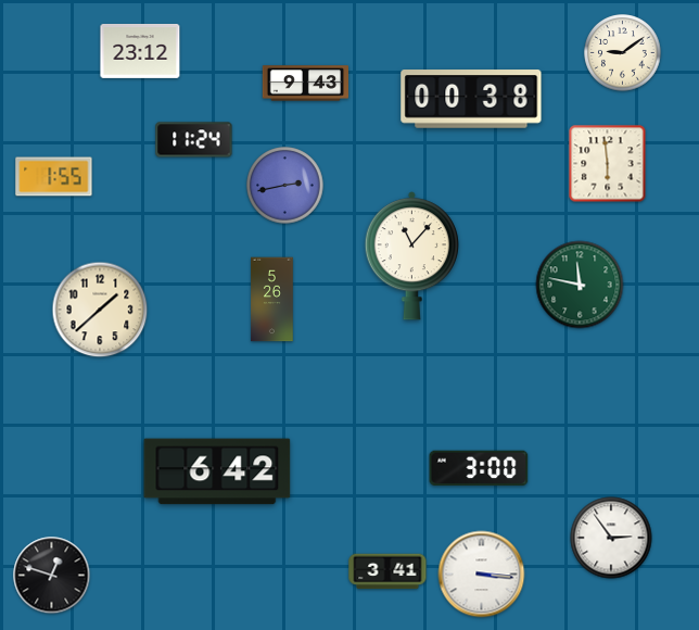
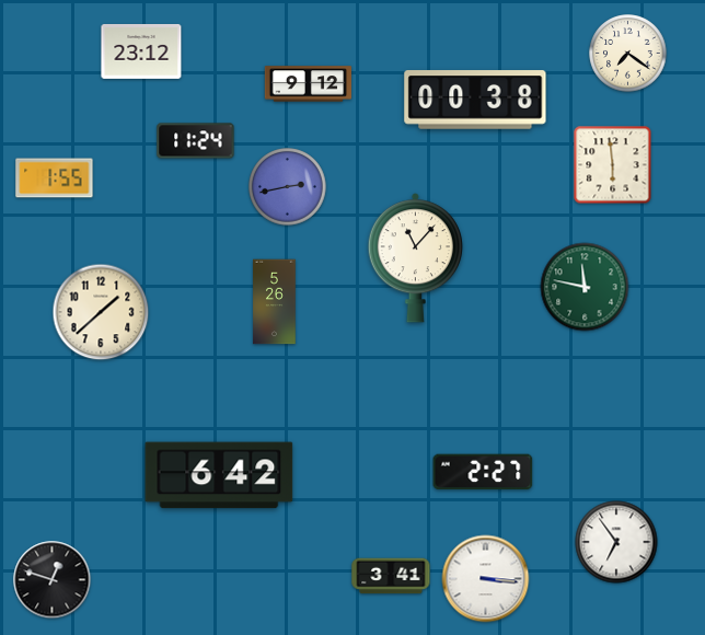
clock at (623, 53): 9:09 -> 7:21
clock at (305, 84): 9:43 -> 9:12
clock at (479, 468): 3:00 -> 2:27
clock at (611, 538): 2:54 -> 6:54
